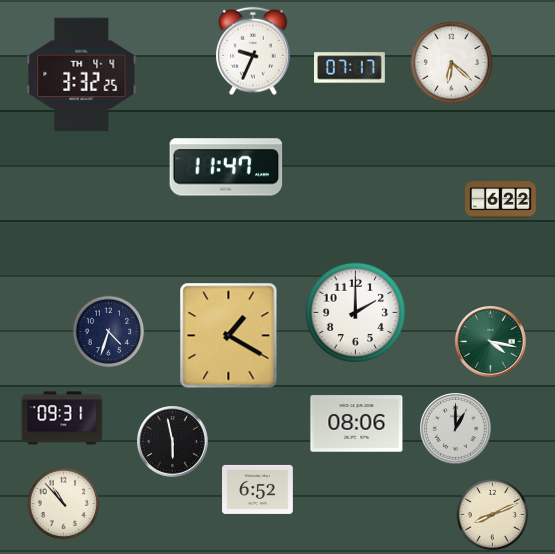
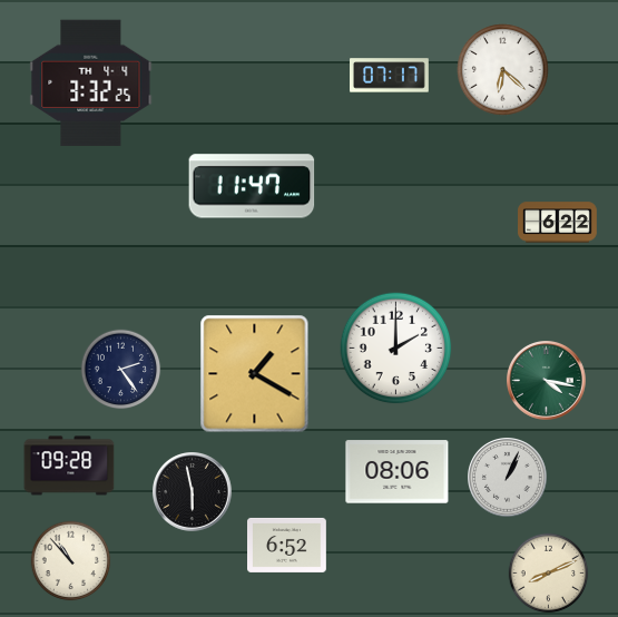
clock at (254, 51): 9:34 -> none
clock at (109, 332): 4:33 -> 2:24
clock at (62, 418): 09:31 -> 09:28
clock at (456, 429): 1:00 -> 1:04
